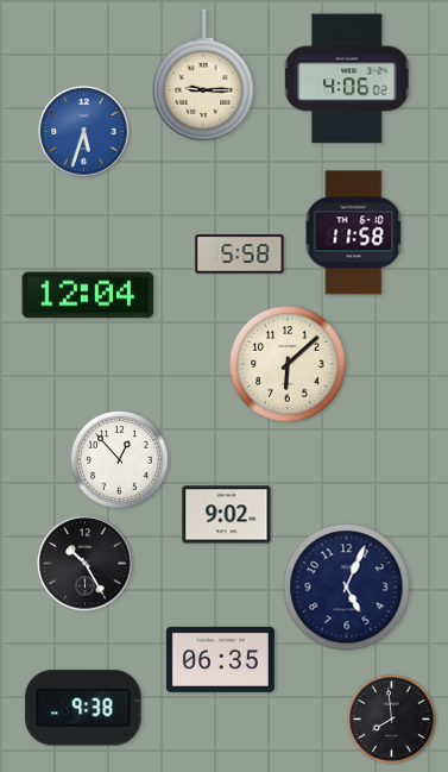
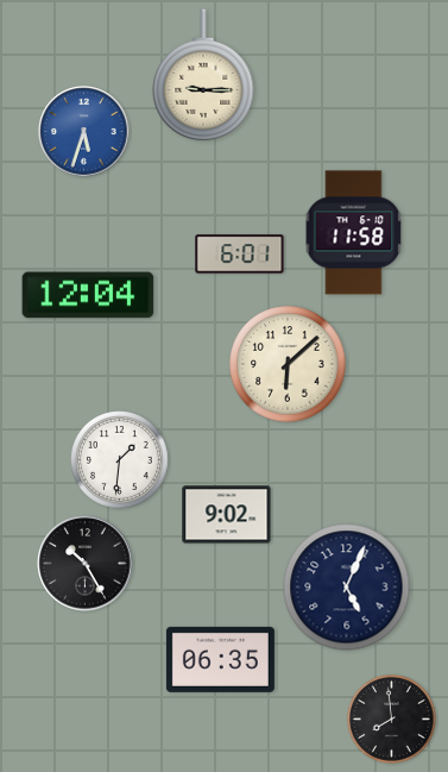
clock at (348, 79): 4:06 -> none
clock at (240, 255): 5:58 -> 6:01
clock at (120, 460): 12:53 -> 1:31
clock at (83, 708): 9:38 -> none
